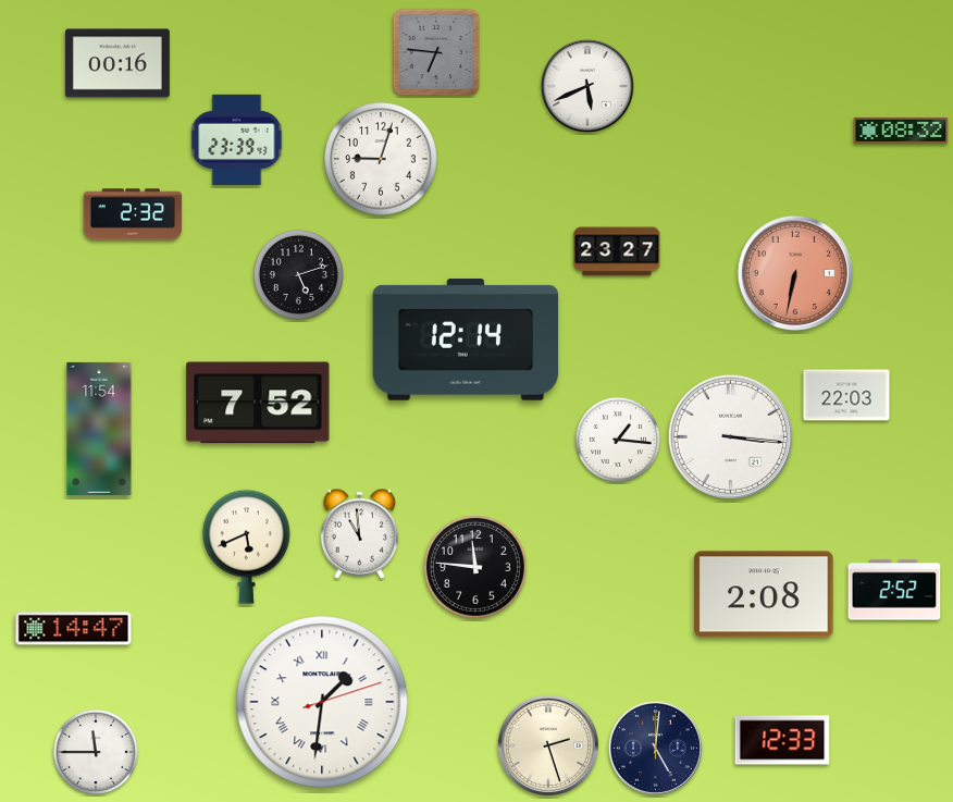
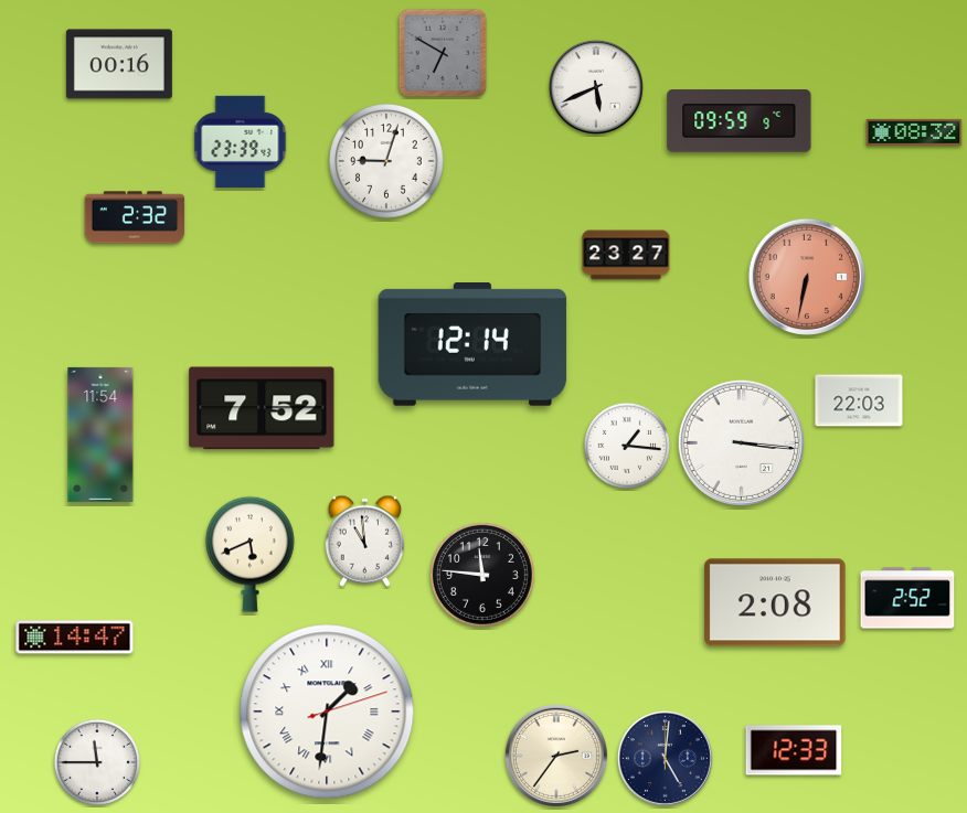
clock at (436, 52): 6:46 -> 6:50
clock at (740, 121): none -> 09:59
clock at (298, 274): 5:12 -> none
clock at (548, 745): 2:27 -> 2:36
